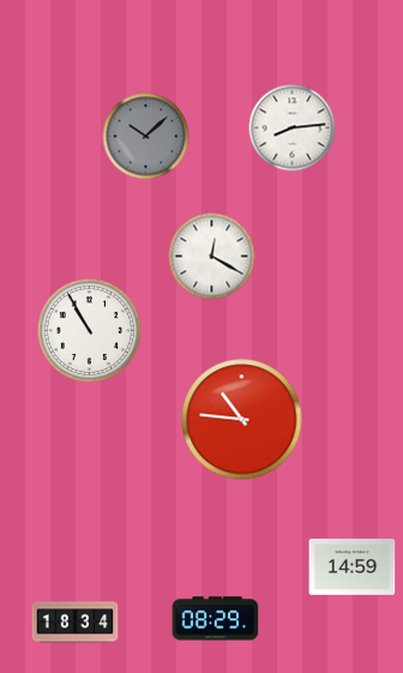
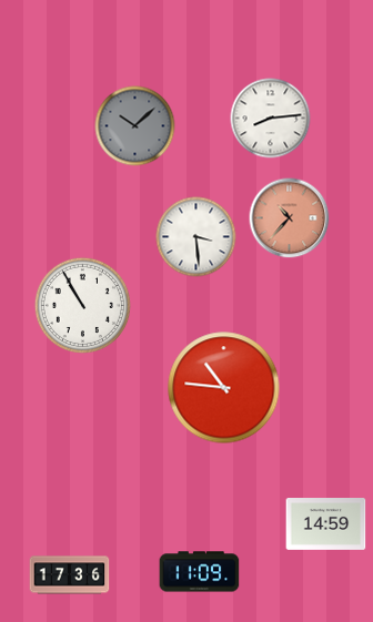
clock at (290, 218): none -> 10:37
clock at (212, 257): 12:20 -> 3:29
clock at (216, 619): 08:29 -> 11:09
clock at (76, 623): 18:34 -> 17:36
